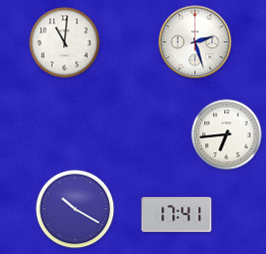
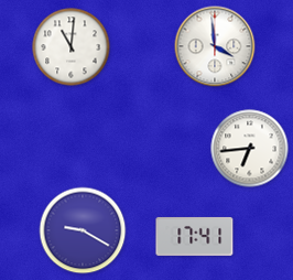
clock at (195, 42): 2:27 -> 3:59
clock at (75, 209): 10:20 -> 9:20
